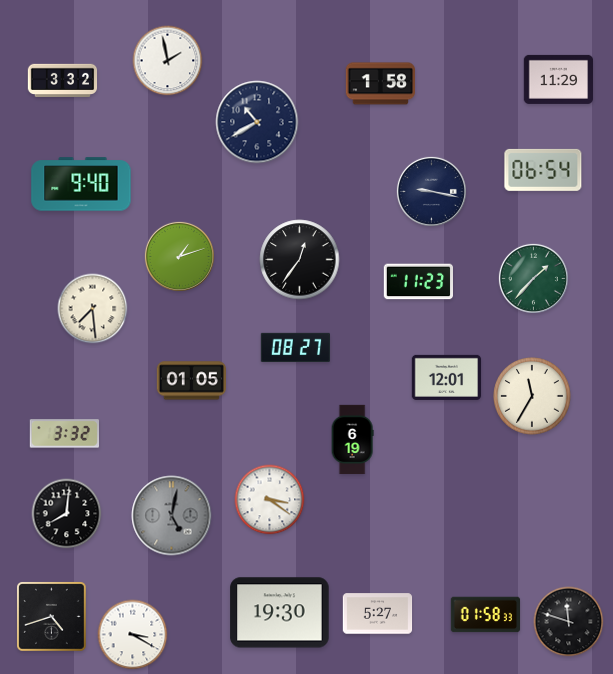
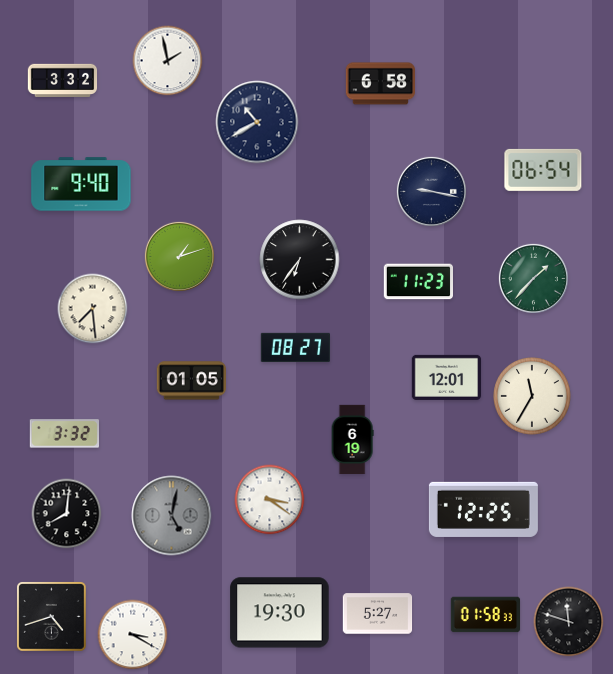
clock at (559, 79): 11:29 -> none
clock at (380, 84): 1:58 -> 6:58
clock at (300, 260): 12:36 -> 6:36
clock at (483, 509): none -> 12:25
